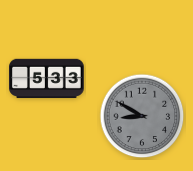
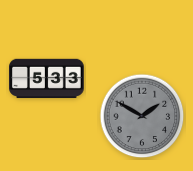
clock at (142, 116): 8:50 -> 1:50
